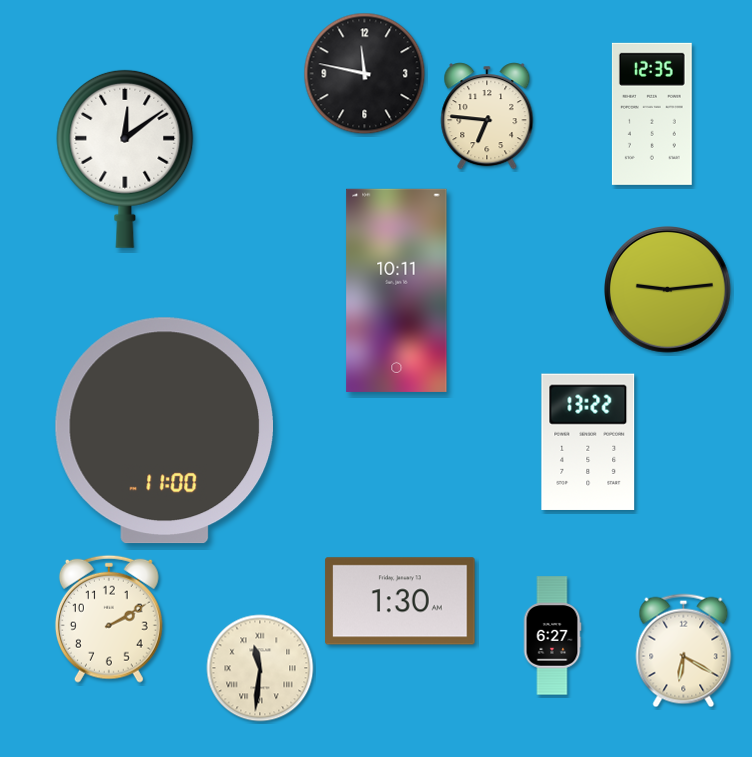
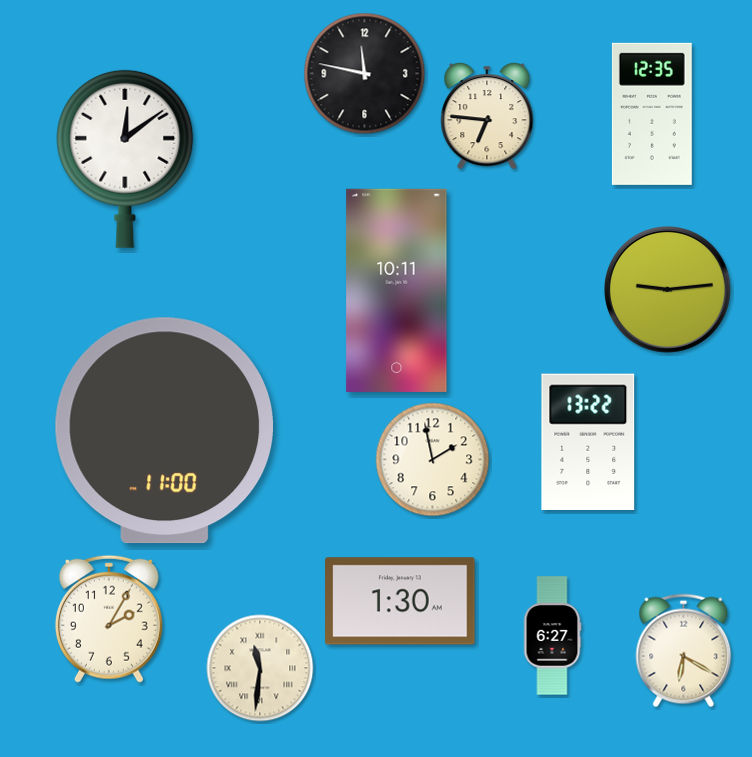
clock at (433, 460): none -> 1:58
clock at (109, 619): 2:10 -> 2:05
